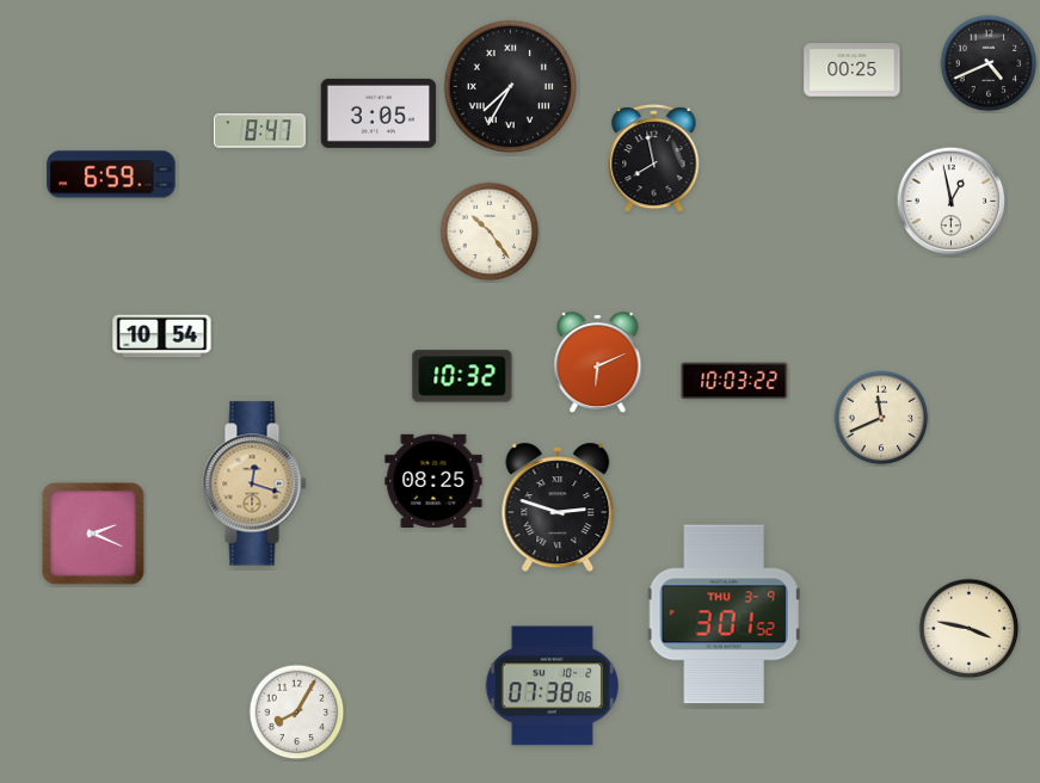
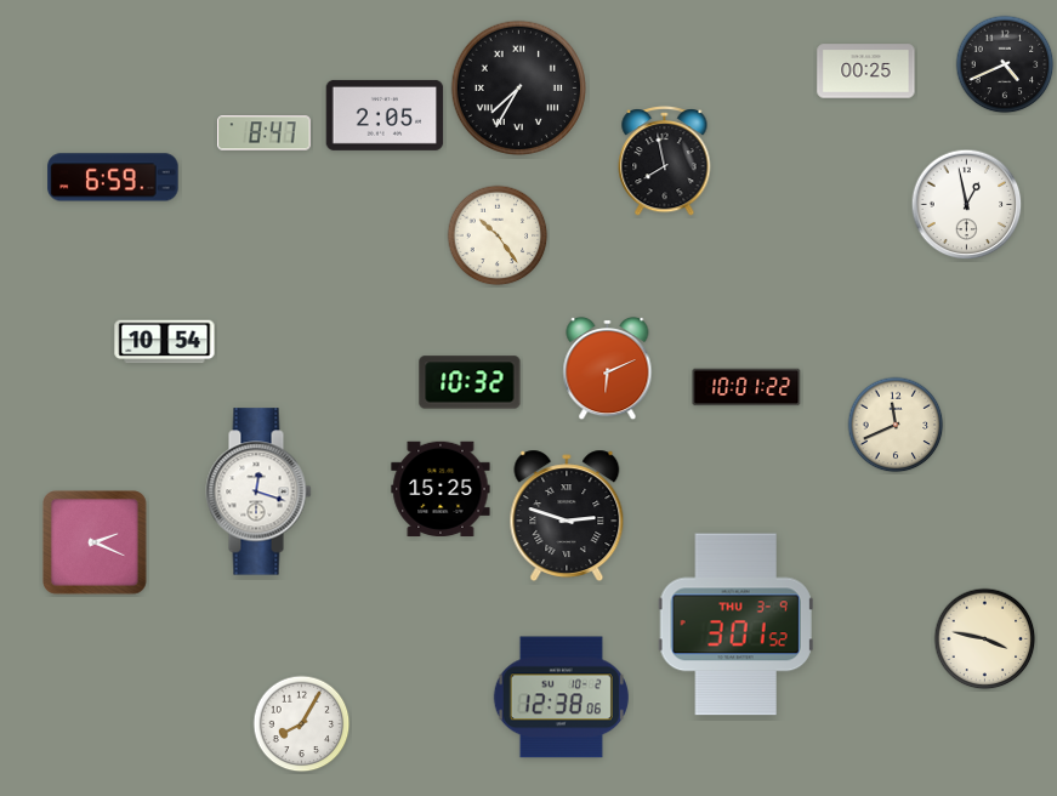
clock at (379, 113): 3:05 -> 2:05
clock at (734, 381): 10:03 -> 10:01
clock at (433, 480): 08:25 -> 15:25
clock at (254, 483) dial: champagne -> white
clock at (552, 686): 07:38 -> 12:38
